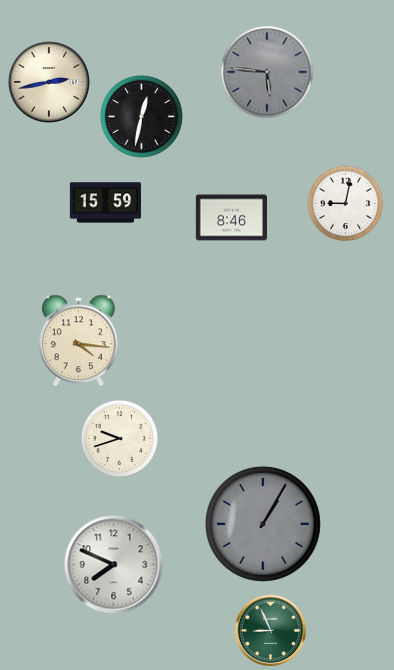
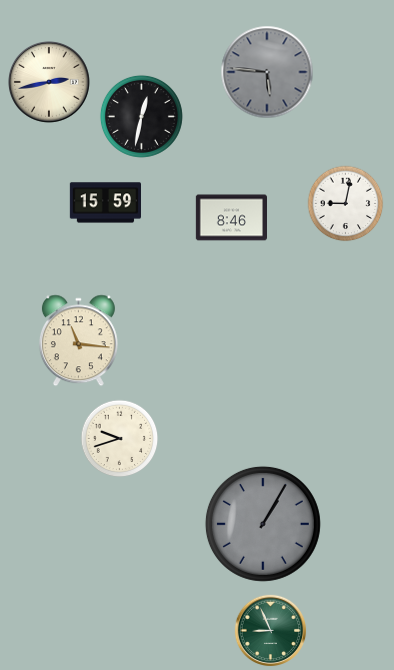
clock at (78, 341): 4:16 -> 11:16
clock at (114, 565): 7:49 -> none
